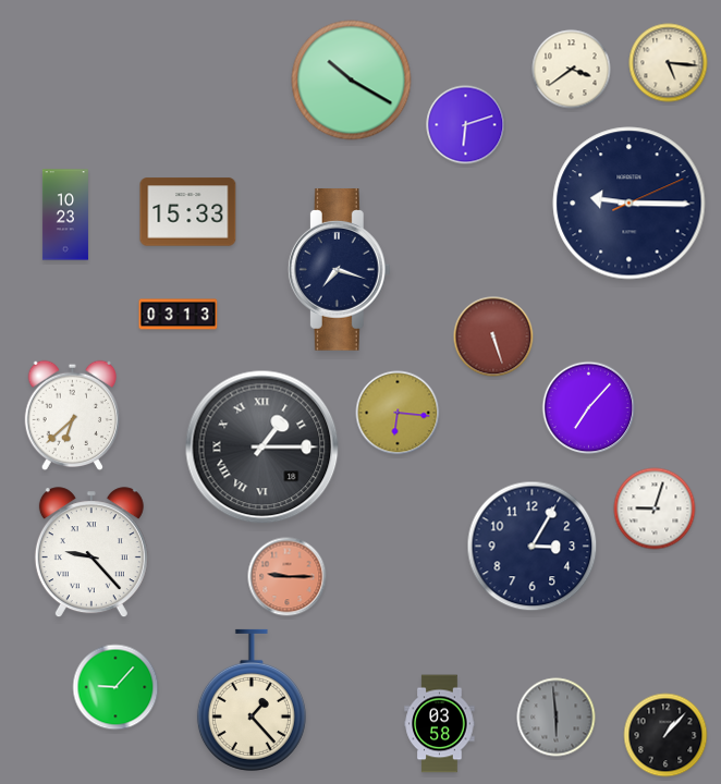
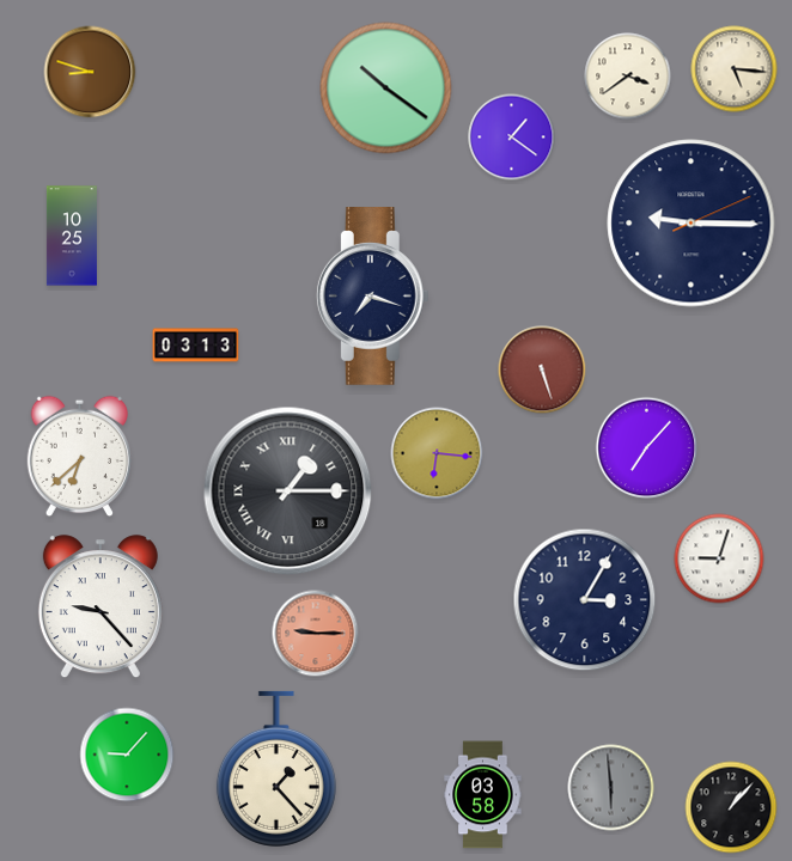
clock at (90, 72): none -> 8:48
clock at (352, 81): 10:20 -> 10:21
clock at (466, 125): 6:12 -> 1:21
clock at (188, 212): 15:33 -> none
clock at (65, 215): 10:23 -> 10:25
